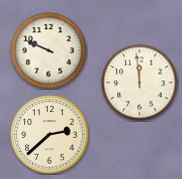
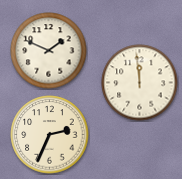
clock at (49, 51): 9:49 -> 1:49
clock at (50, 135): 2:38 -> 2:34
